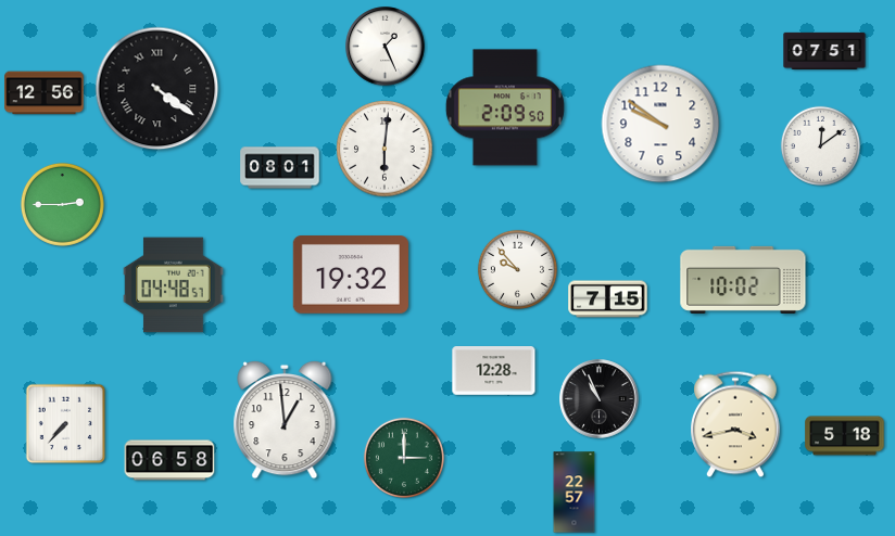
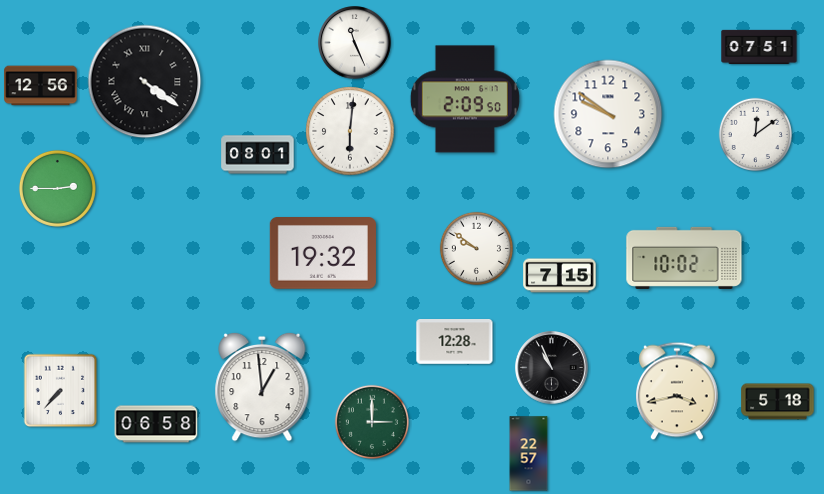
clock at (386, 47): 1:26 -> 11:26
clock at (385, 149) position: (385, 149) -> (350, 131)
clock at (517, 269): 9:53 -> 9:51
clock at (174, 285): 04:48 -> none
